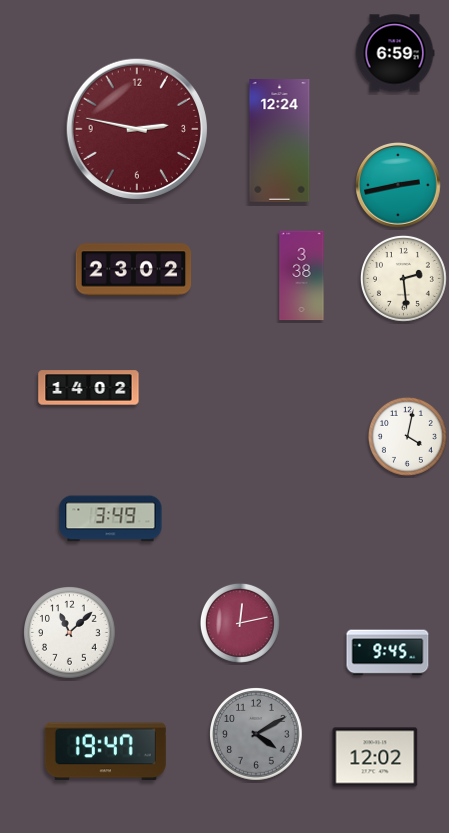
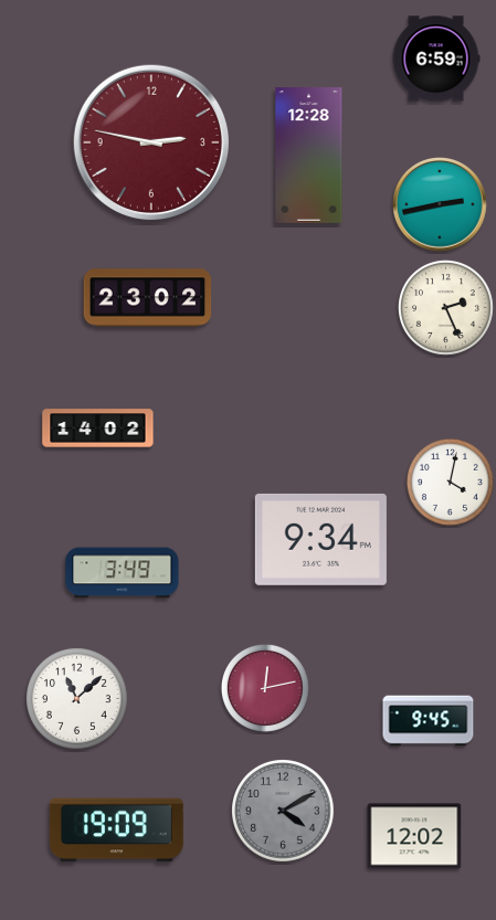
clock at (280, 141): 12:24 -> 12:28
clock at (302, 276): 3:38 -> none
clock at (403, 278): 2:29 -> 2:26
clock at (320, 539): none -> 9:34
clock at (105, 752): 19:47 -> 19:09
